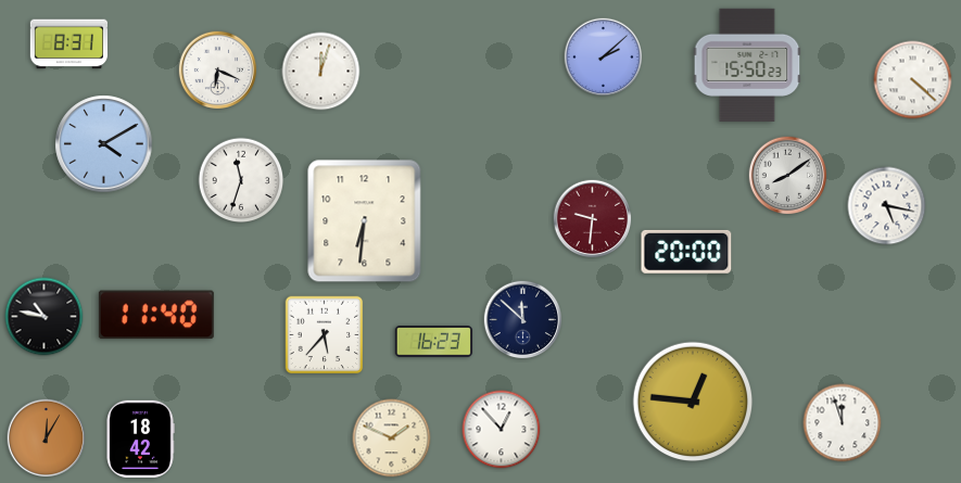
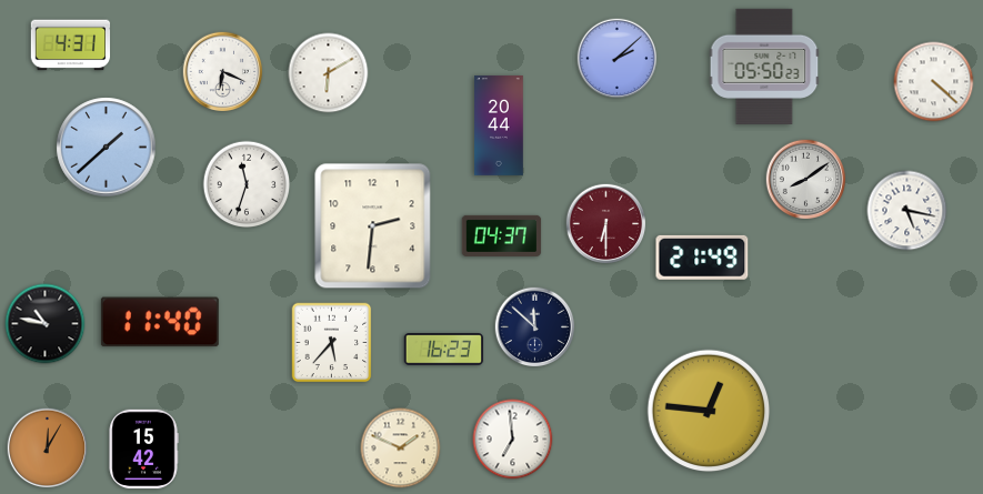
clock at (69, 45): 8:31 -> 4:31
clock at (747, 65): 15:50 -> 05:50
clock at (321, 72): 12:03 -> 6:10
clock at (499, 125): none -> 20:44
clock at (104, 144): 4:10 -> 1:38
clock at (593, 219): 9:31 -> 6:30
clock at (365, 221): 6:31 -> 2:31
clock at (502, 235): none -> 04:37
clock at (686, 252): 20:00 -> 21:49
clock at (843, 423): 11:57 -> none
clock at (502, 430): 12:53 -> 6:59
clock at (140, 440): 18:42 -> 15:42
